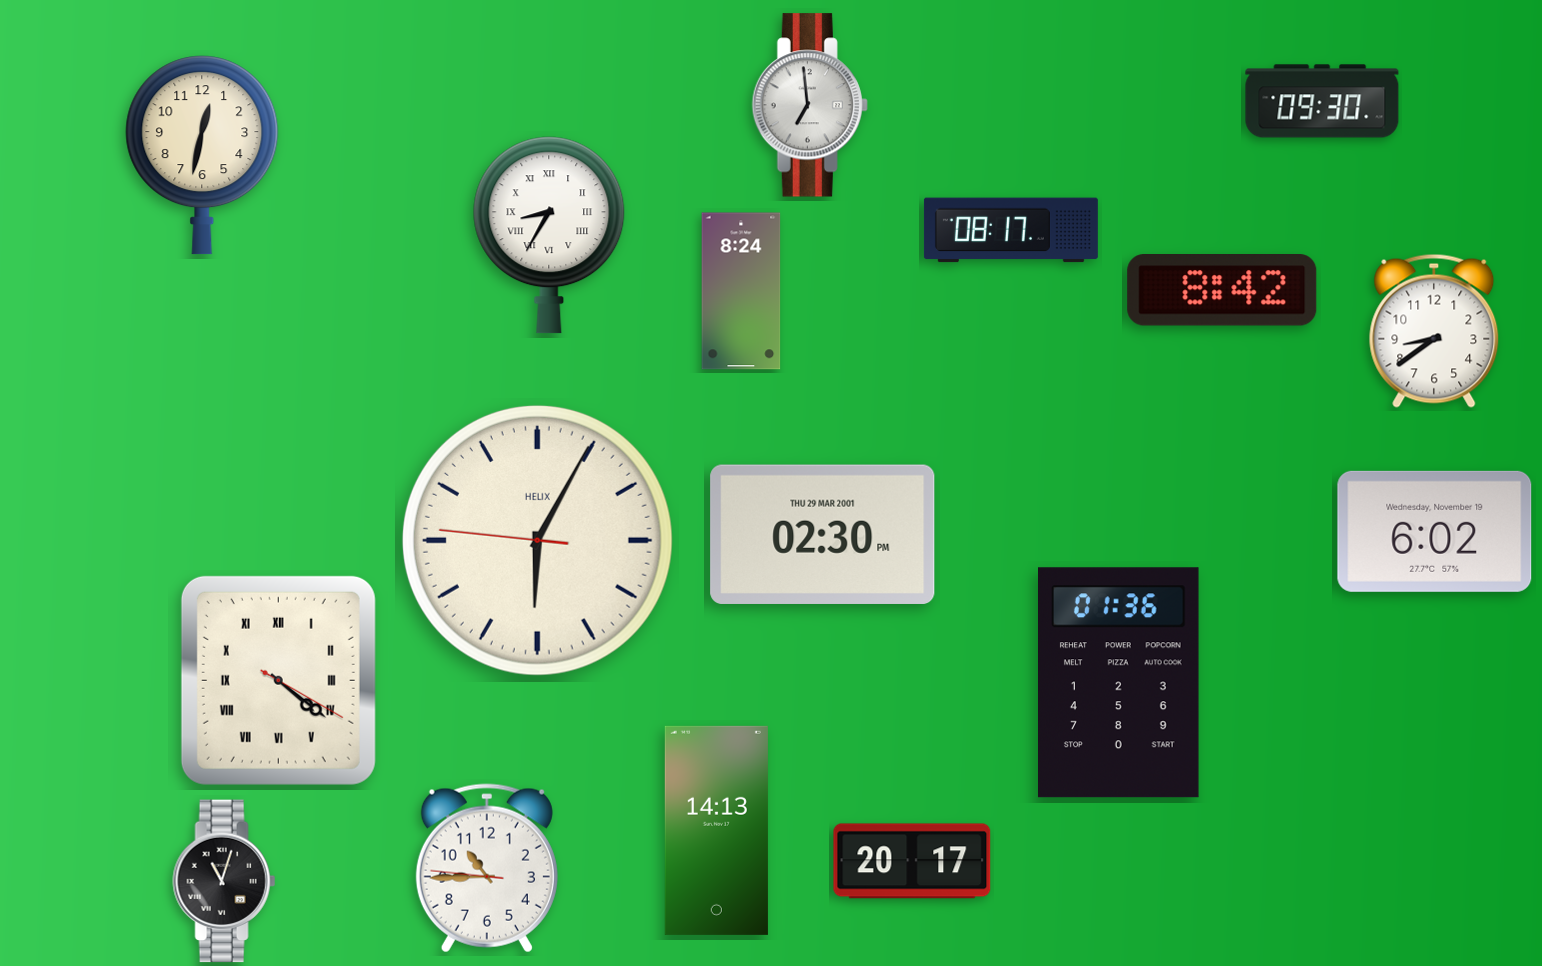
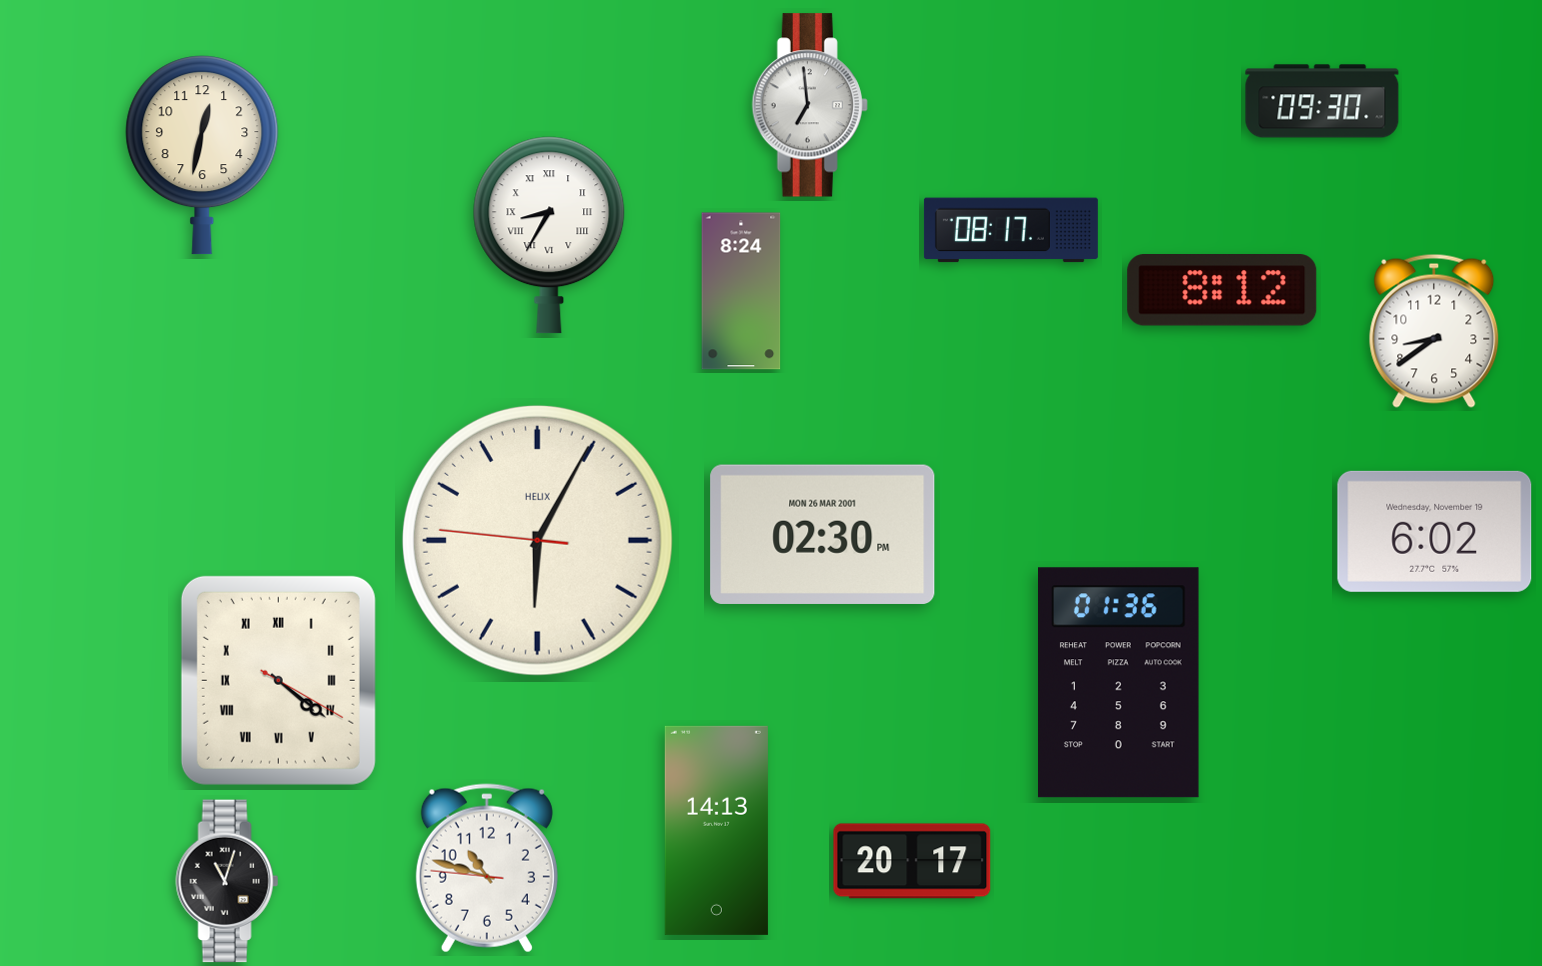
clock at (1222, 291): 8:42 -> 8:12
clock at (823, 534) date: THU 29 MAR 2001 -> MON 26 MAR 2001
clock at (487, 868): 10:44 -> 10:47
clock at (224, 881) position: (224, 881) -> (227, 881)
